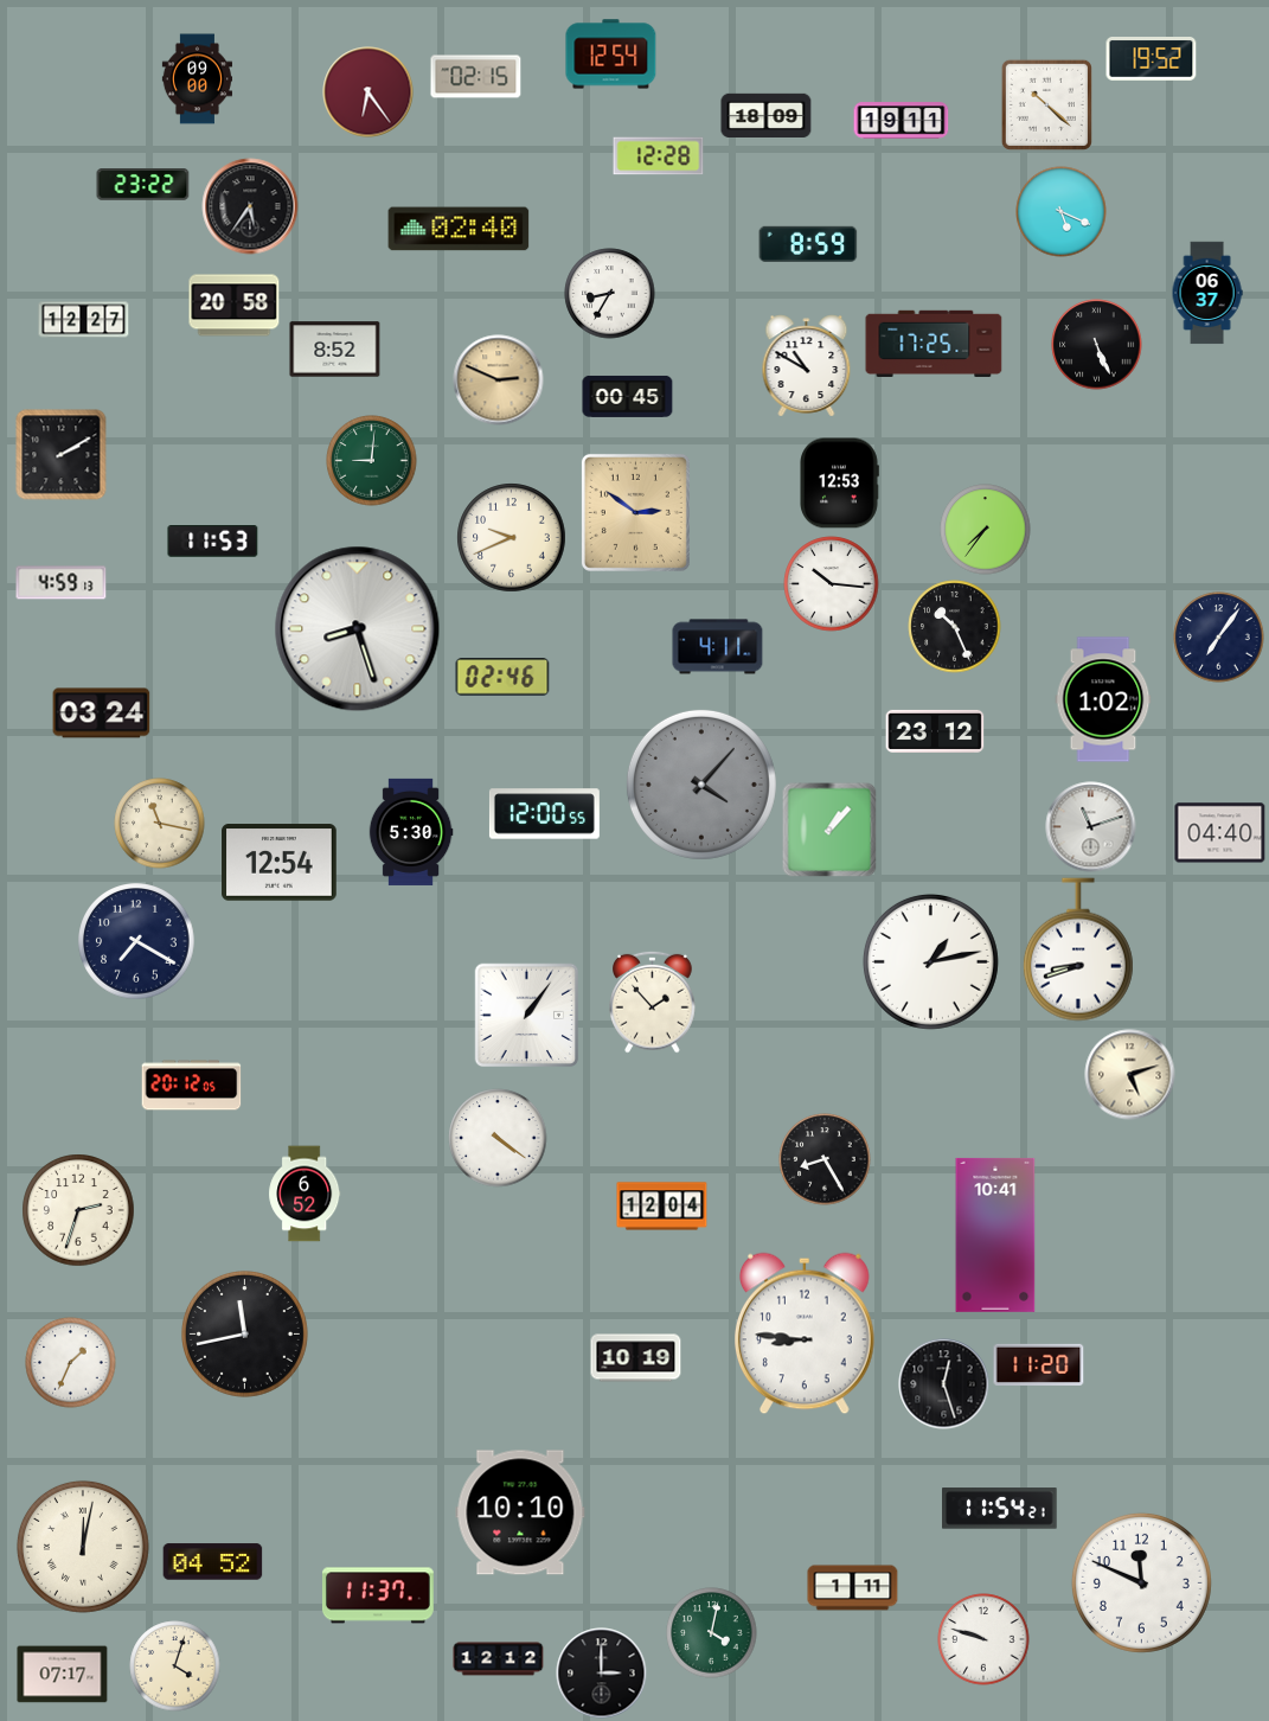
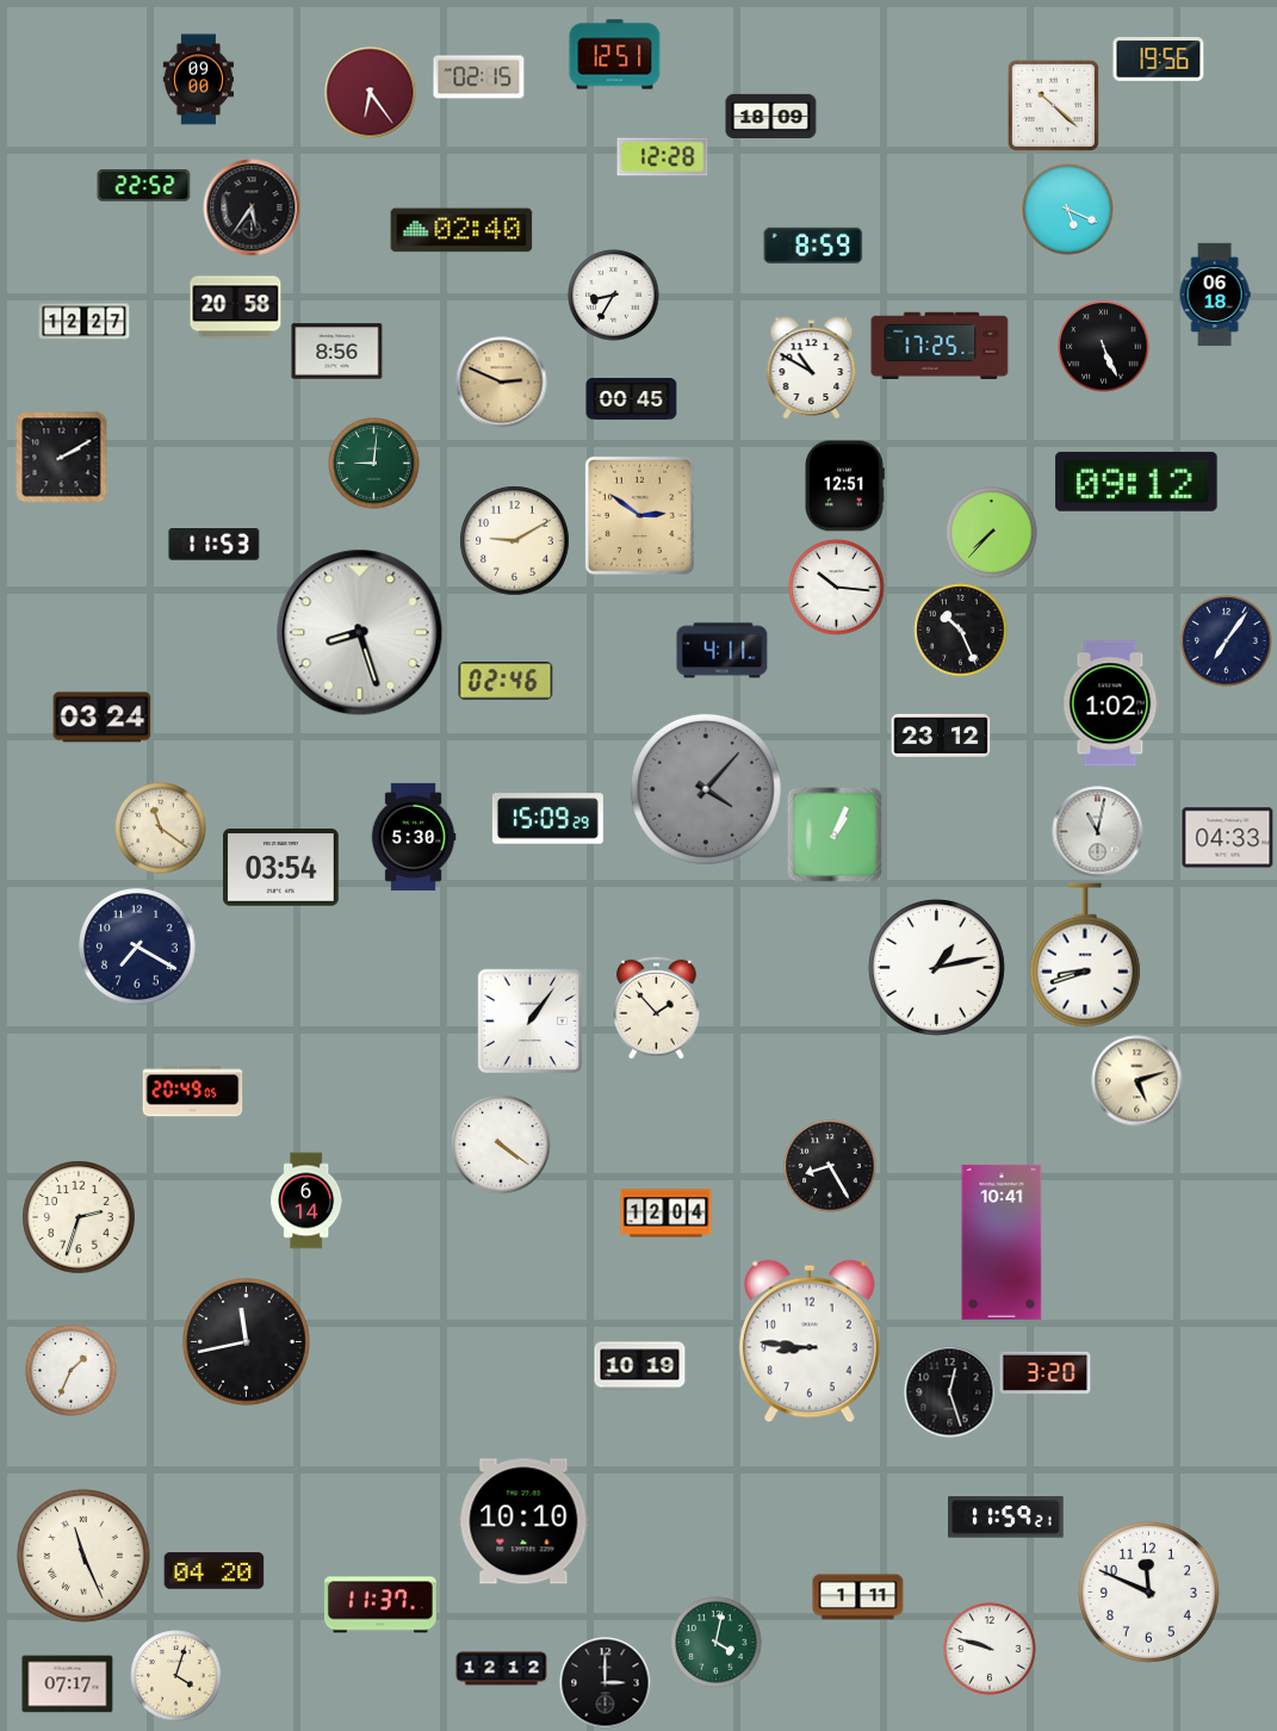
clock at (611, 55): 12:54 -> 12:51
clock at (1152, 59): 19:52 -> 19:56
clock at (902, 121): 19:11 -> none
clock at (143, 185): 23:22 -> 22:52
clock at (1062, 212) position: (1062, 212) -> (1068, 210)
clock at (1207, 293): 06:37 -> 06:18
clock at (335, 350): 8:52 -> 8:56
clock at (1136, 482): none -> 09:12
clock at (839, 484): 12:53 -> 12:51
clock at (986, 530): 7:36 -> 7:37
clock at (512, 538): 9:41 -> 9:10
clock at (62, 583): 4:59 -> none
clock at (544, 814): 12:00 -> 15:09
clock at (160, 824): 11:17 -> 11:21
clock at (1091, 827): 11:12 -> 11:02
clock at (829, 830): 1:07 -> 1:04
clock at (1220, 833): 04:40 -> 04:33
clock at (280, 863): 12:54 -> 03:54
clock at (192, 1086): 20:12 -> 20:49
clock at (305, 1194): 6:52 -> 6:14
clock at (1039, 1364): 11:20 -> 3:20
clock at (1000, 1509): 11:54 -> 11:59
clock at (83, 1547): 12:02 -> 11:26
clock at (213, 1562): 04:52 -> 04:20
clock at (63, 1675) position: (63, 1675) -> (68, 1685)
